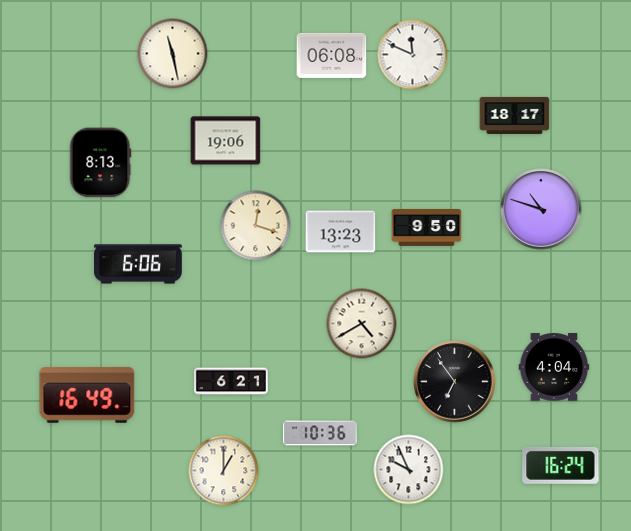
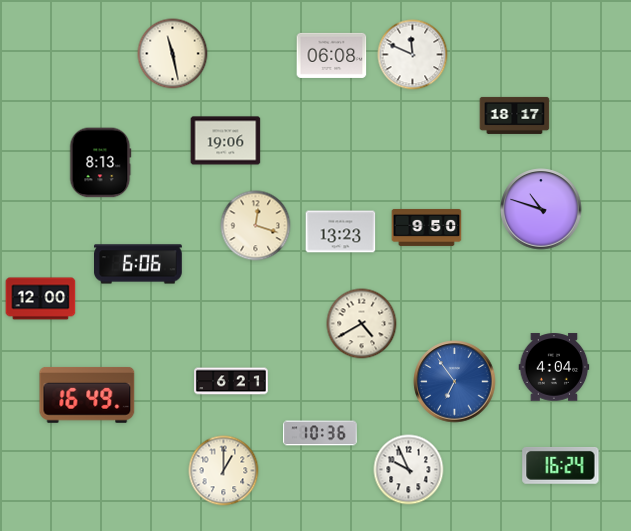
clock at (41, 299): none -> 12:00
clock at (455, 382) dial: black -> blue
